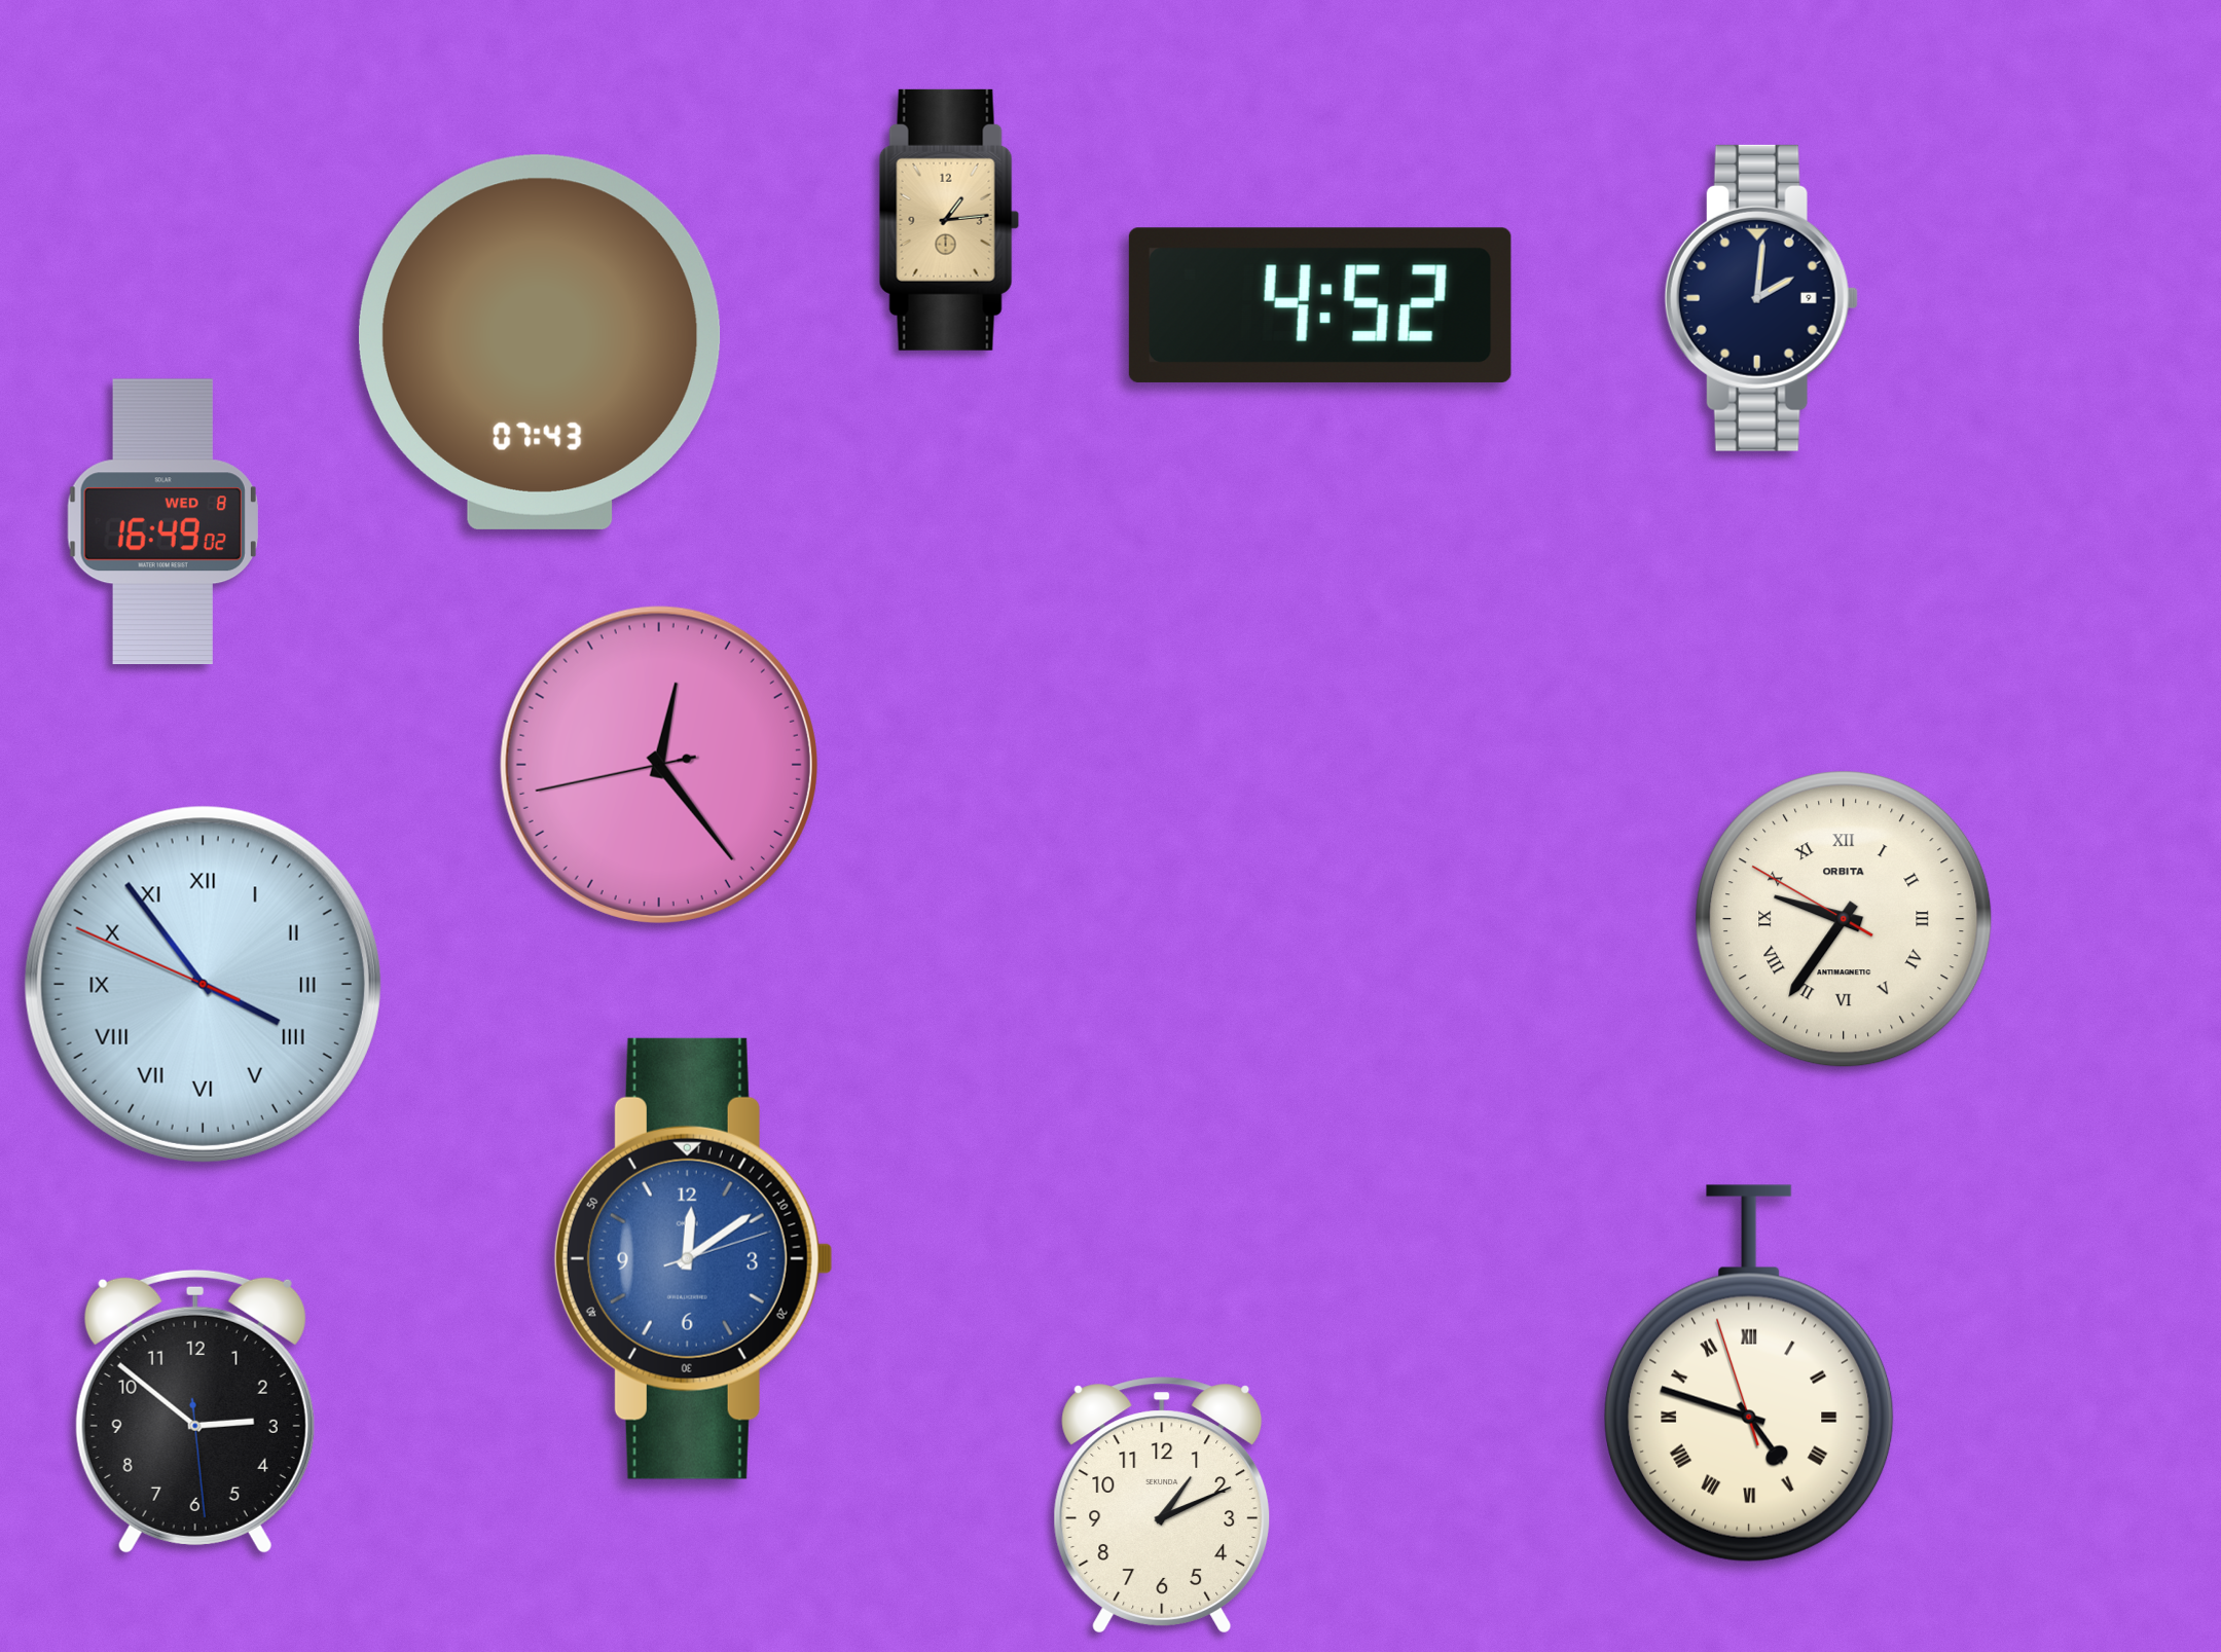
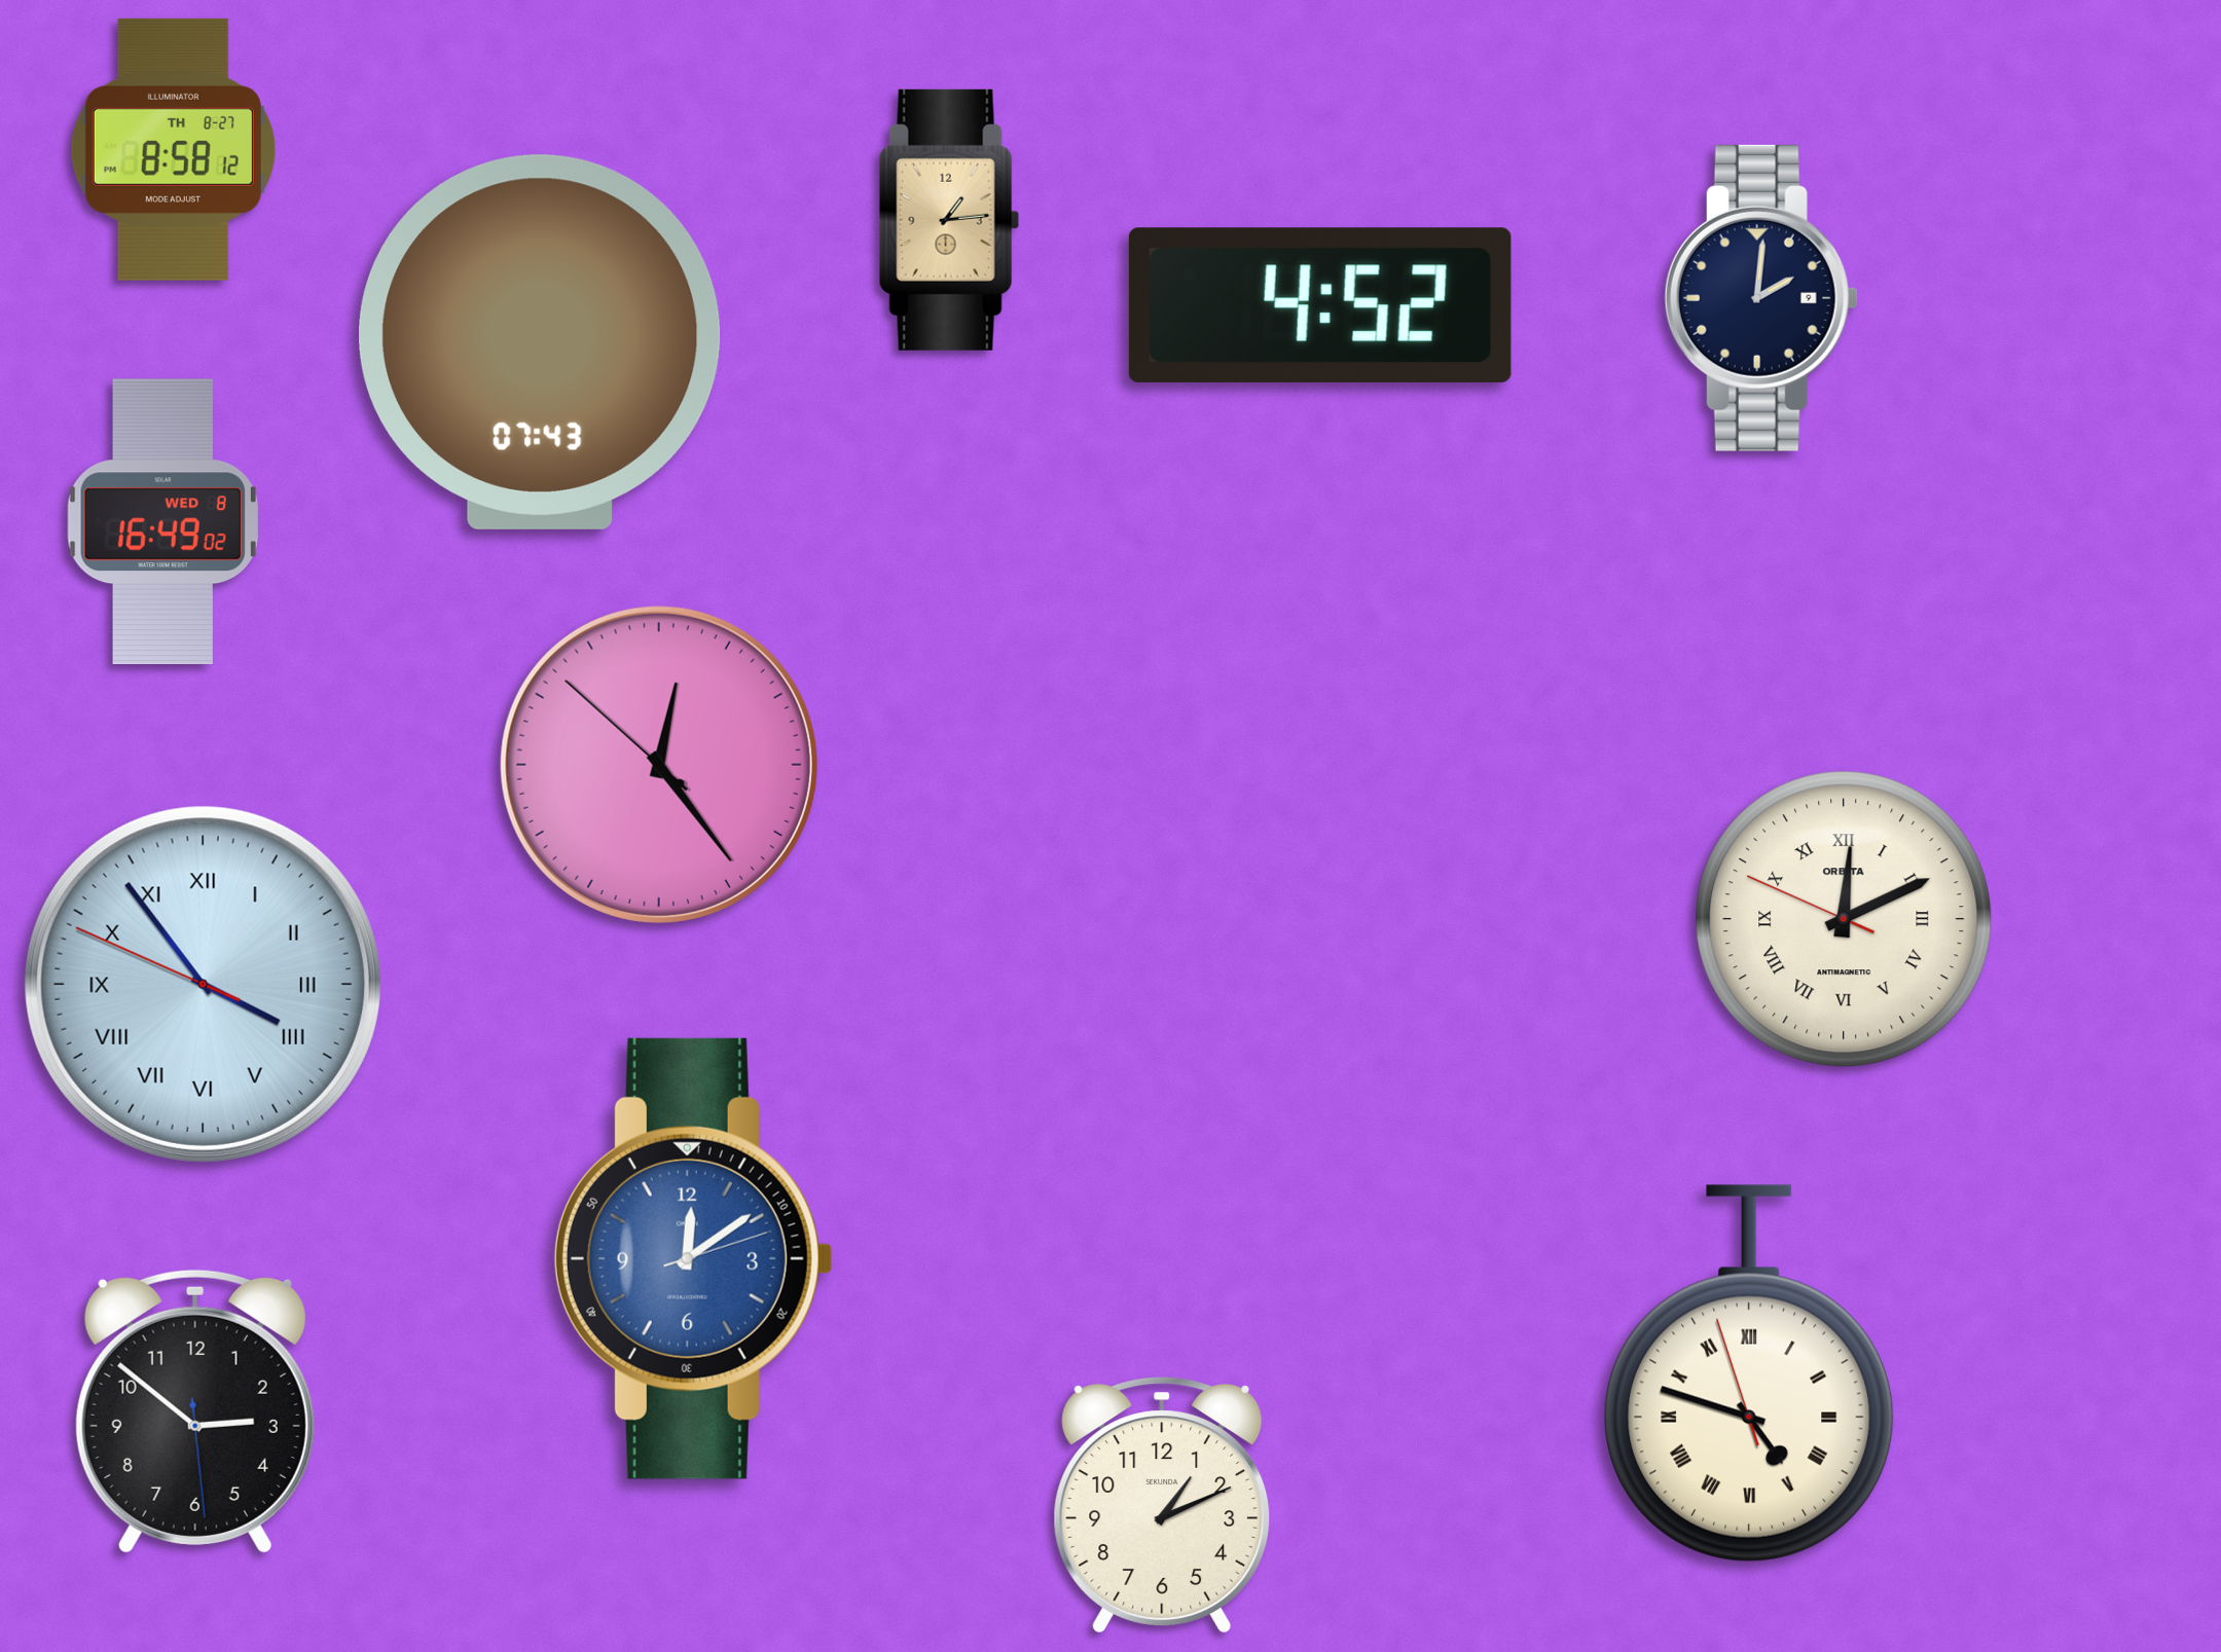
clock at (173, 149): none -> 8:58
clock at (659, 765): 12:23:43 -> 12:23:52
clock at (1844, 919): 9:35 -> 12:10
